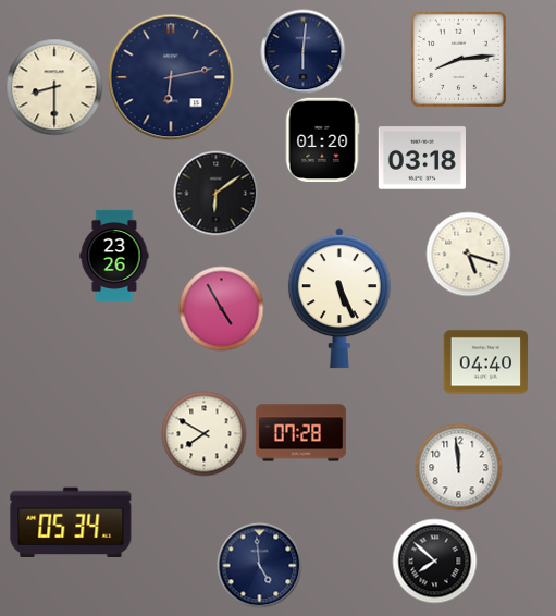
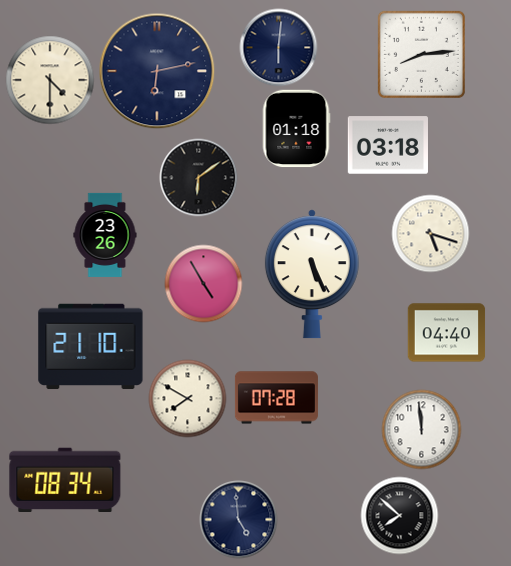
clock at (54, 87): 8:30 -> 4:30
clock at (322, 139): 01:20 -> 01:18
clock at (91, 347): none -> 21:10
clock at (71, 522): 05:34 -> 08:34
